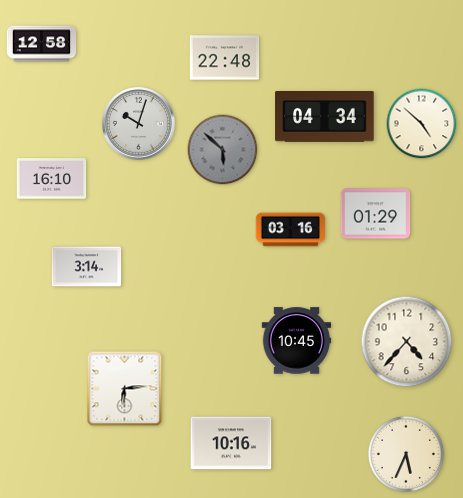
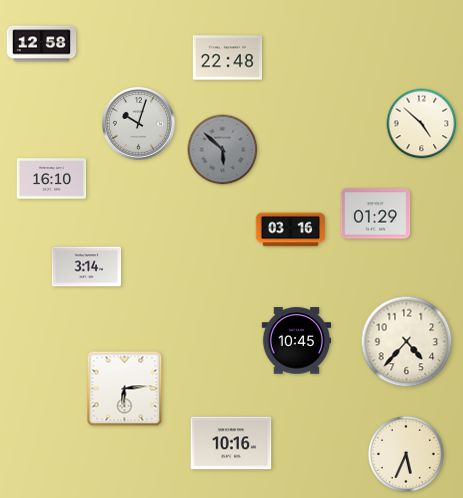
clock at (225, 58) position: (225, 58) -> (228, 58)
clock at (325, 117): 04:34 -> none
